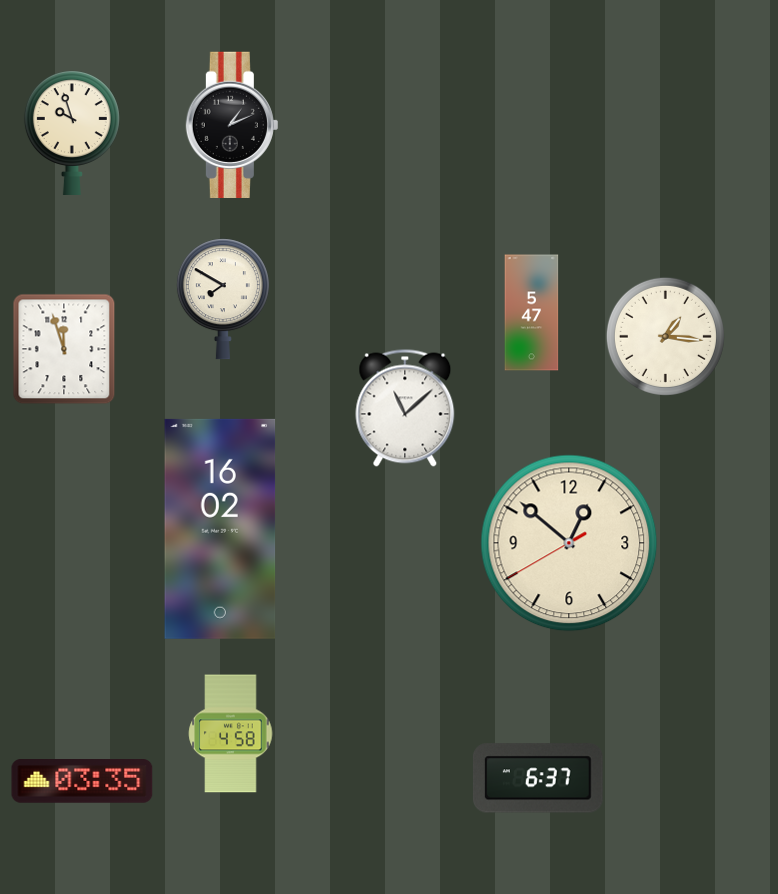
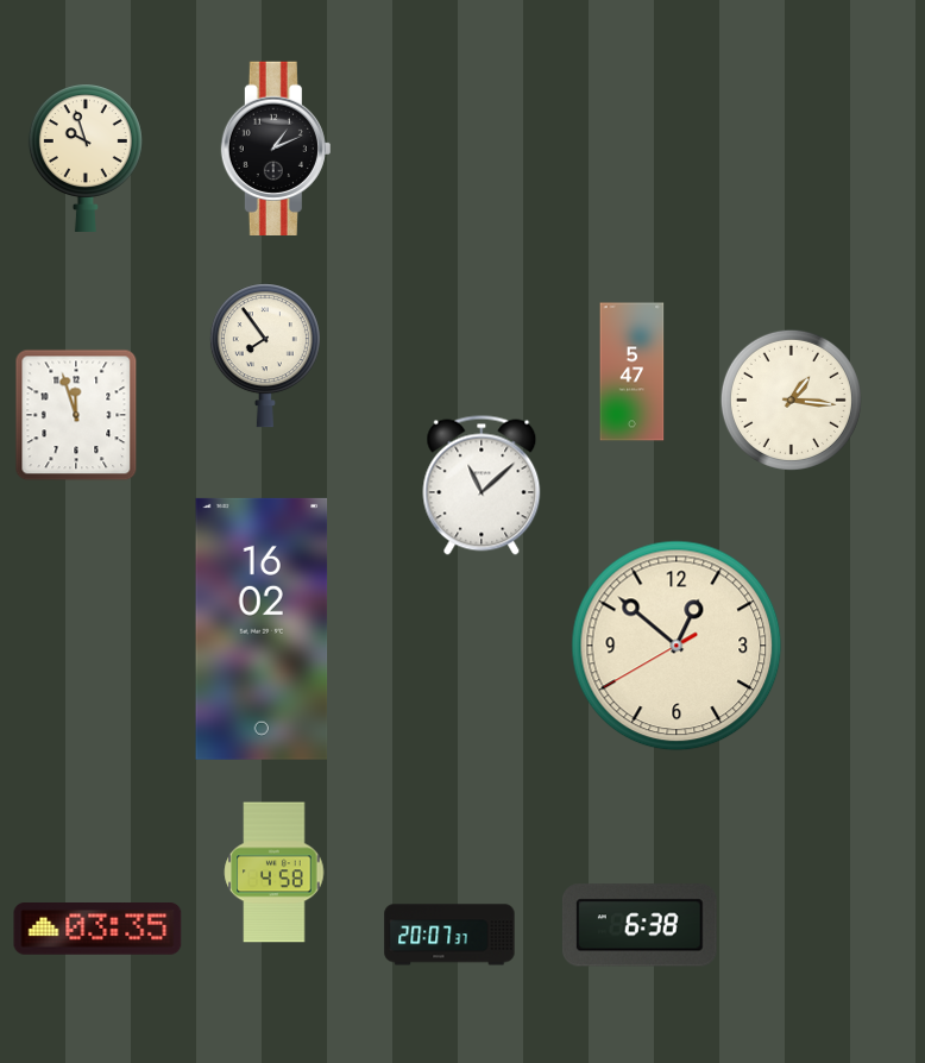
clock at (223, 299): 7:50 -> 7:54
clock at (538, 778): 6:37 -> 6:38
clock at (449, 935): none -> 20:07
